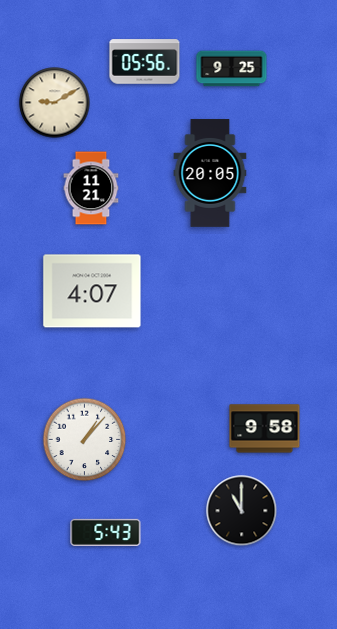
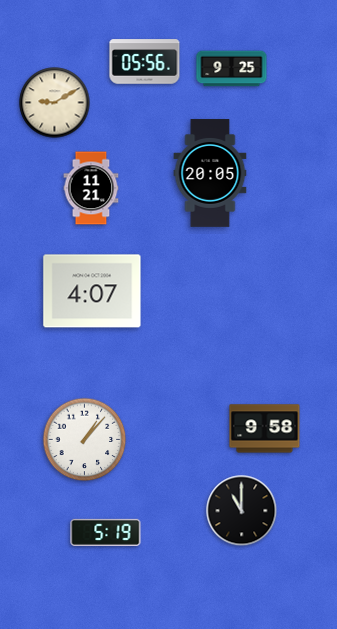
clock at (106, 532): 5:43 -> 5:19
